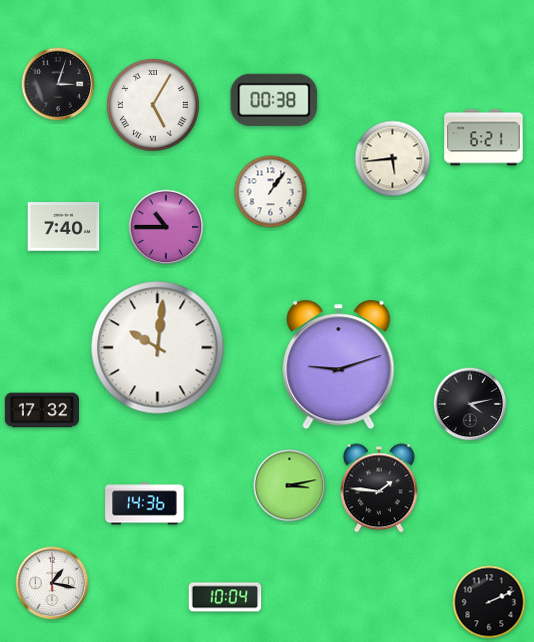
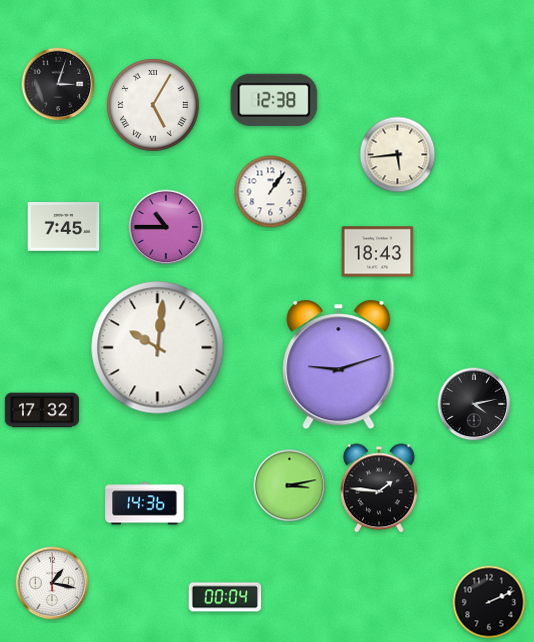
clock at (274, 100): 00:38 -> 12:38
clock at (484, 138): 6:21 -> none
clock at (393, 159) position: (393, 159) -> (398, 155)
clock at (64, 227): 7:40 -> 7:45
clock at (378, 252): none -> 18:43
clock at (470, 404) position: (470, 404) -> (474, 404)
clock at (225, 597): 10:04 -> 00:04
